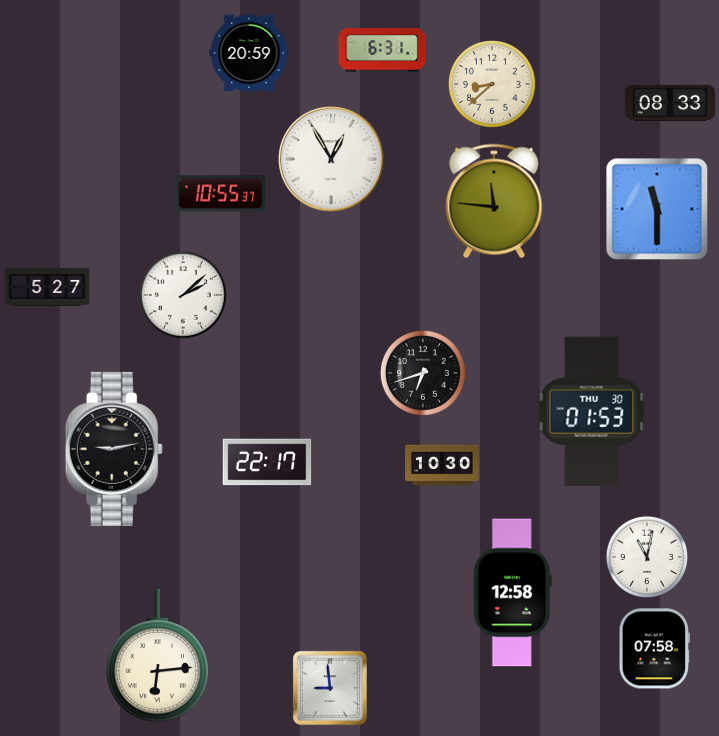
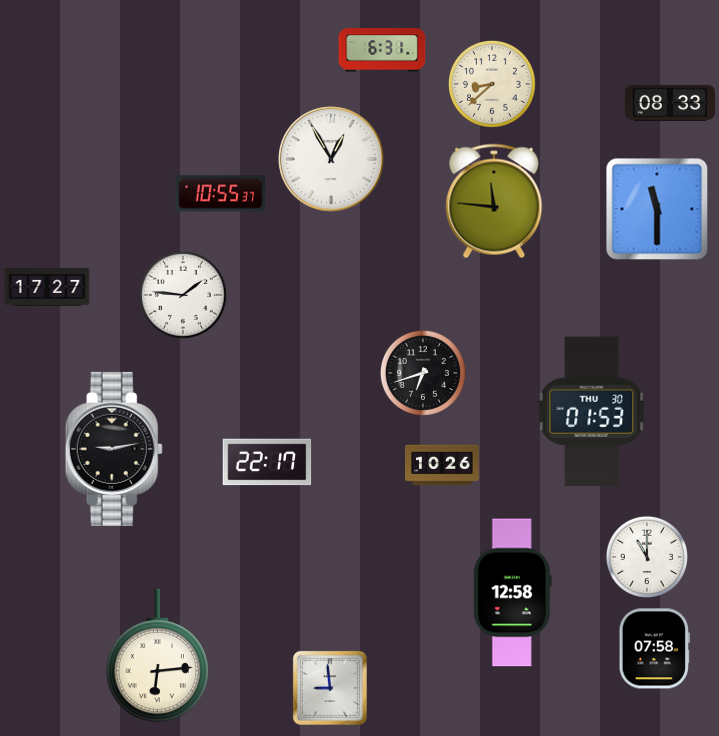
clock at (249, 53): 20:59 -> none
clock at (47, 287): 5:27 -> 17:27
clock at (183, 295): 2:08 -> 1:46
clock at (442, 465): 10:30 -> 10:26
clock at (647, 557): 11:02 -> 11:00
